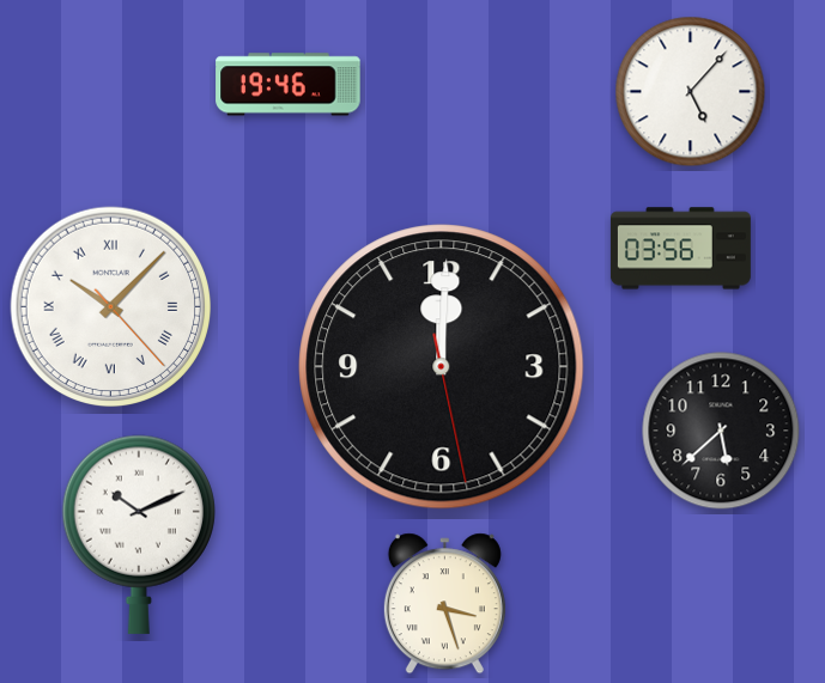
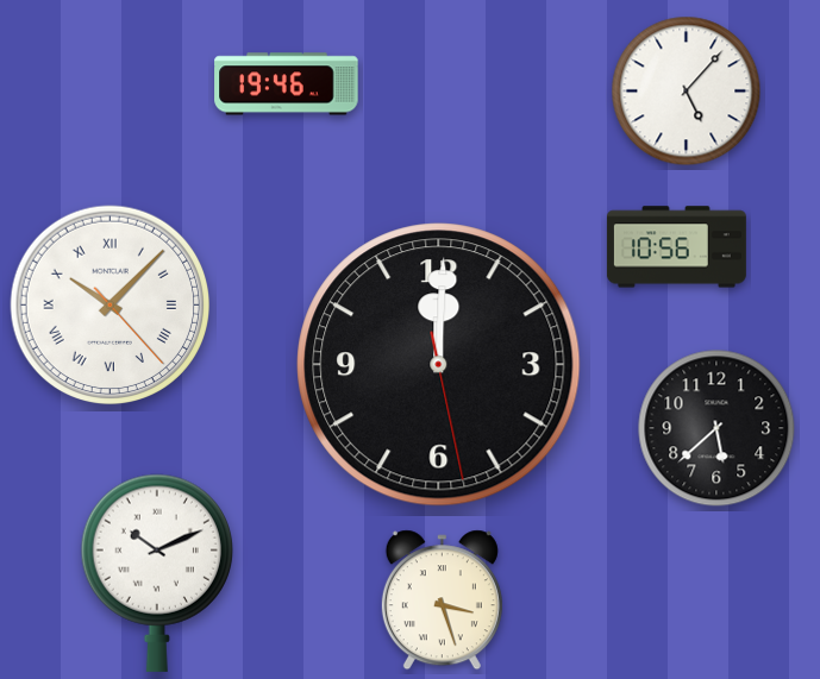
clock at (680, 249): 03:56 -> 10:56
clock at (139, 535) position: (139, 535) -> (157, 573)
